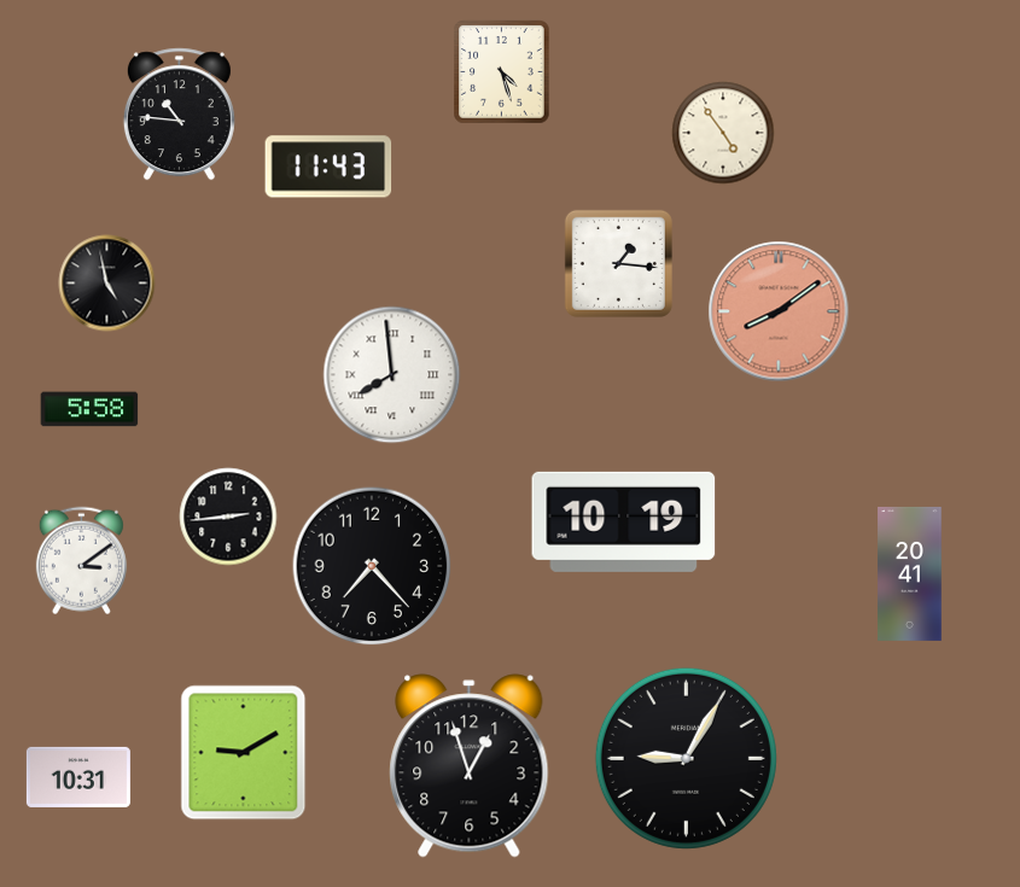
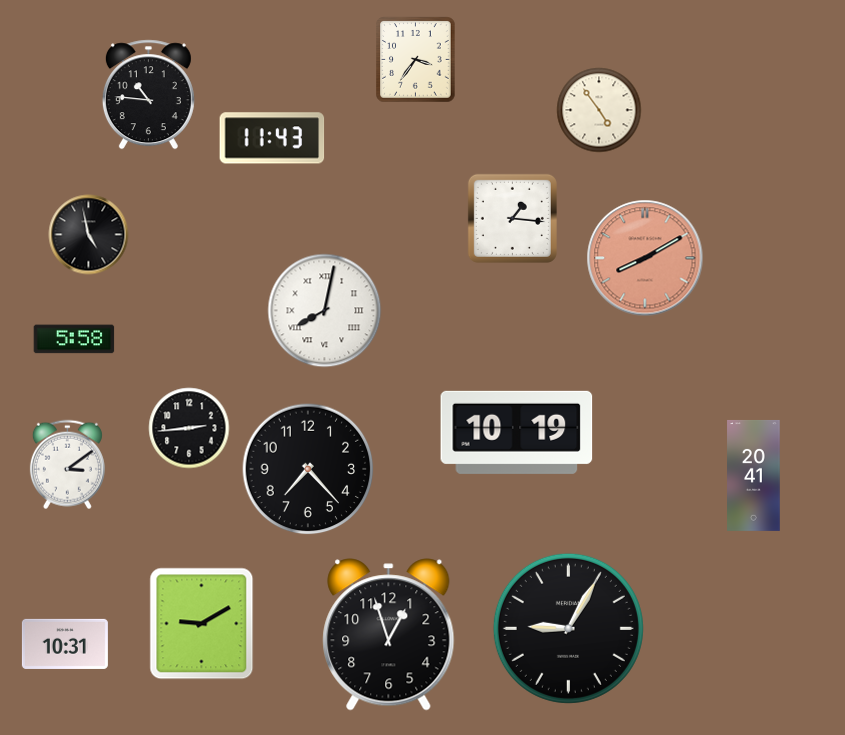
clock at (502, 72): 4:27 -> 3:36
clock at (779, 311): 8:09 -> 8:10
clock at (392, 375): 7:59 -> 8:02
